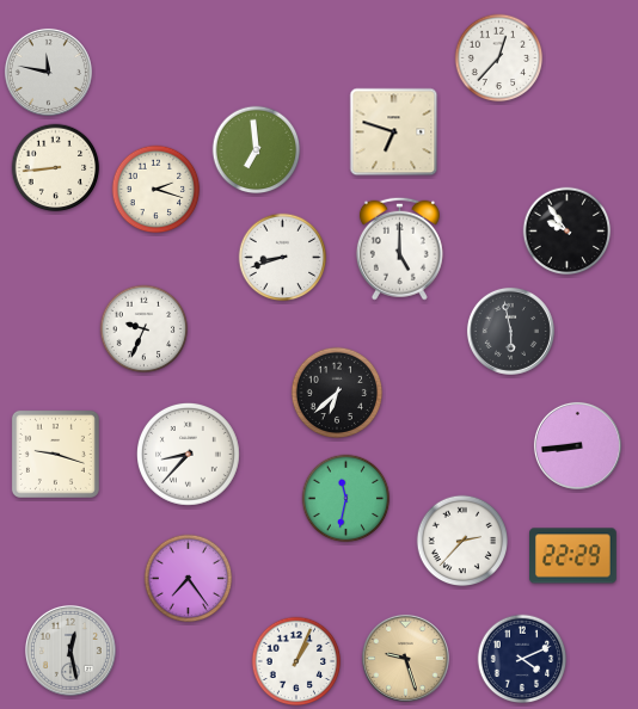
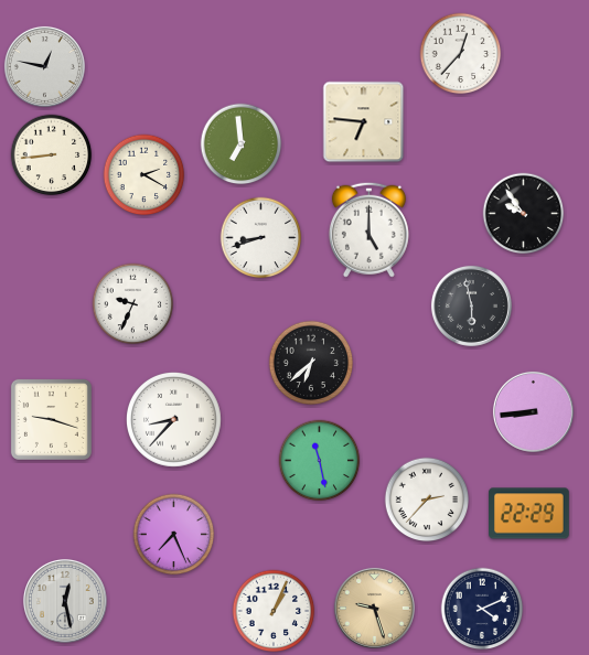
clock at (48, 72): 11:47 -> 12:47
clock at (394, 132): 6:48 -> 6:46
clock at (257, 150) position: (257, 150) -> (242, 144)
clock at (157, 190): 2:18 -> 2:20
clock at (346, 499): 11:32 -> 11:28
clock at (189, 579): 7:24 -> 7:26
